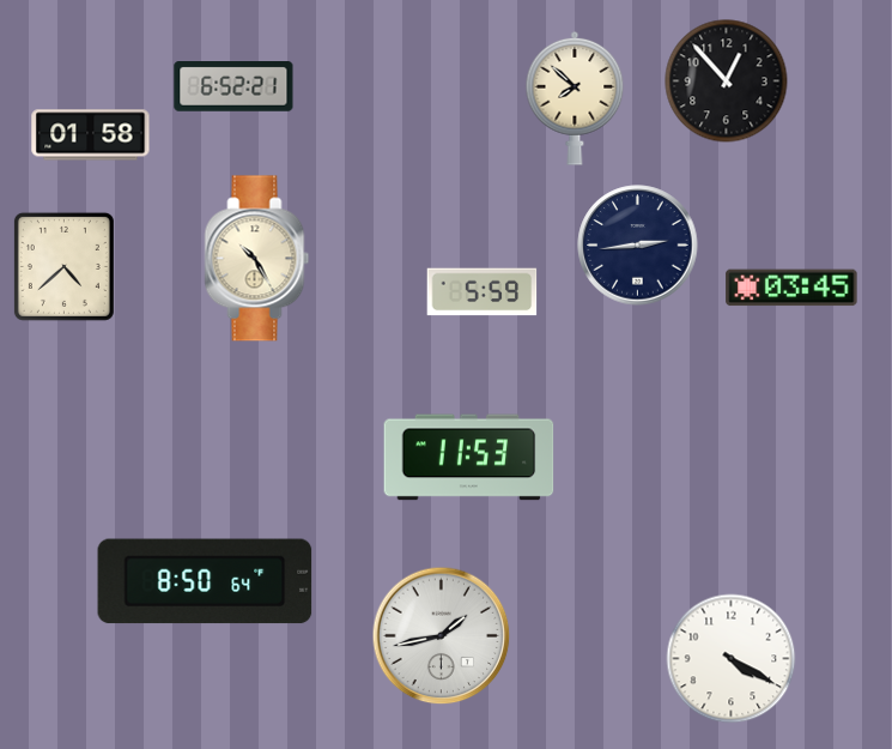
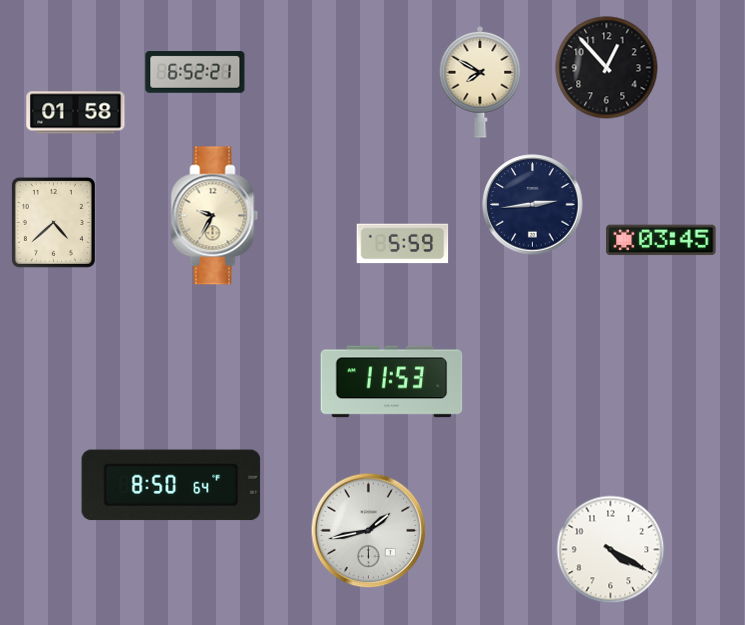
clock at (575, 98): 7:52 -> 7:50
clock at (257, 259): 10:25 -> 9:35
